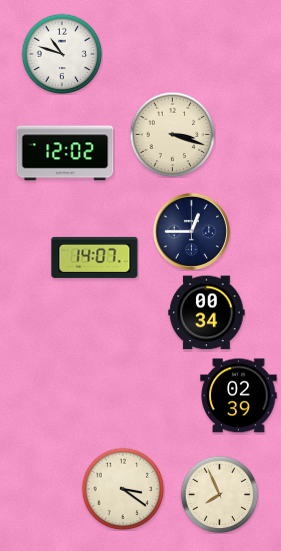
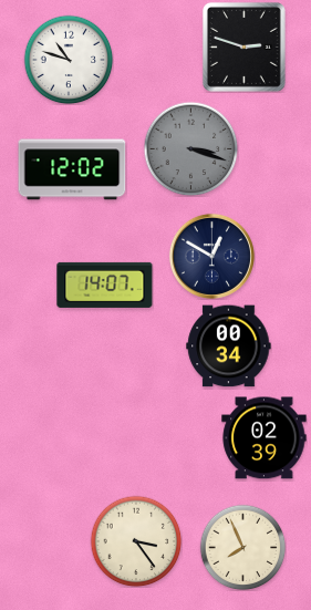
clock at (243, 46): none -> 2:48
clock at (172, 134) dial: cream -> grey
clock at (191, 231): 12:45 -> 12:50
clock at (123, 489): 3:21 -> 3:24
